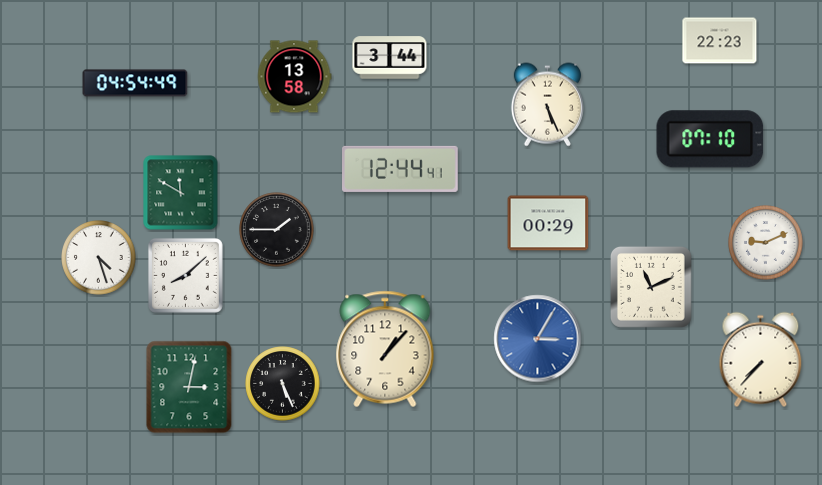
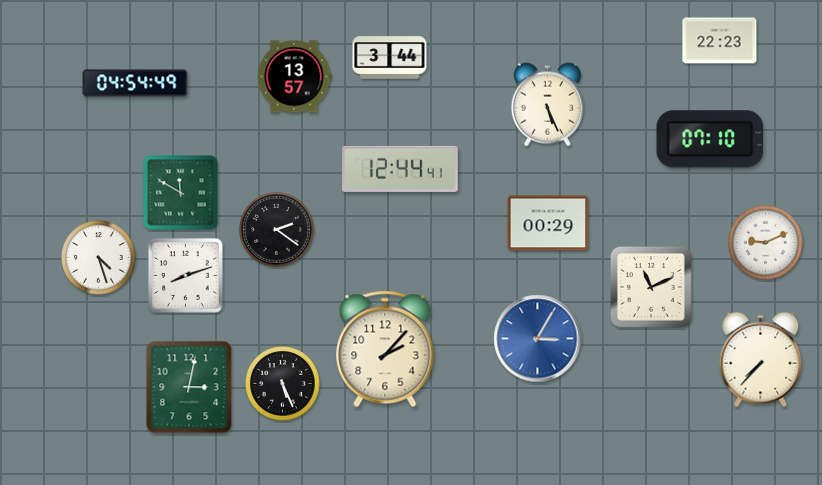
clock at (294, 77): 13:58 -> 13:57
clock at (277, 230): 1:45 -> 2:21
clock at (185, 275): 8:08 -> 8:12
clock at (385, 349): 1:07 -> 2:07
